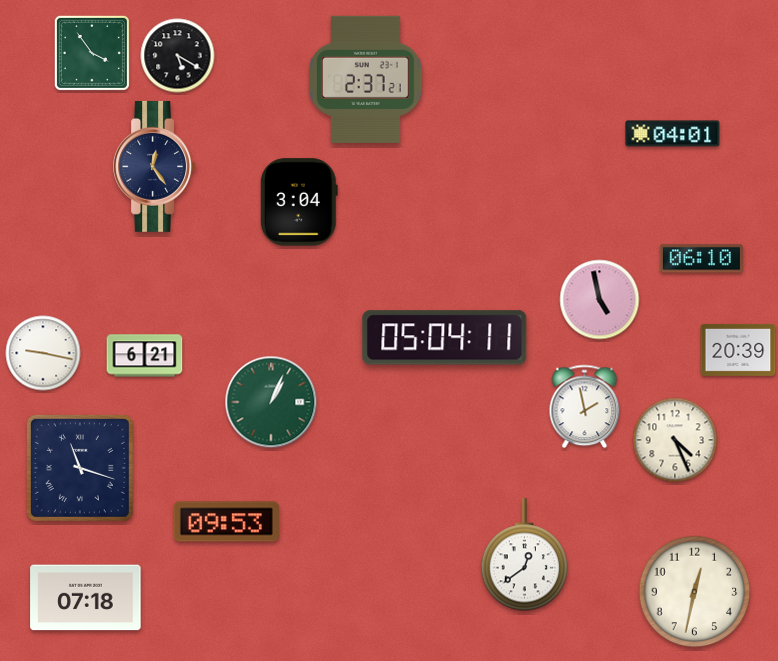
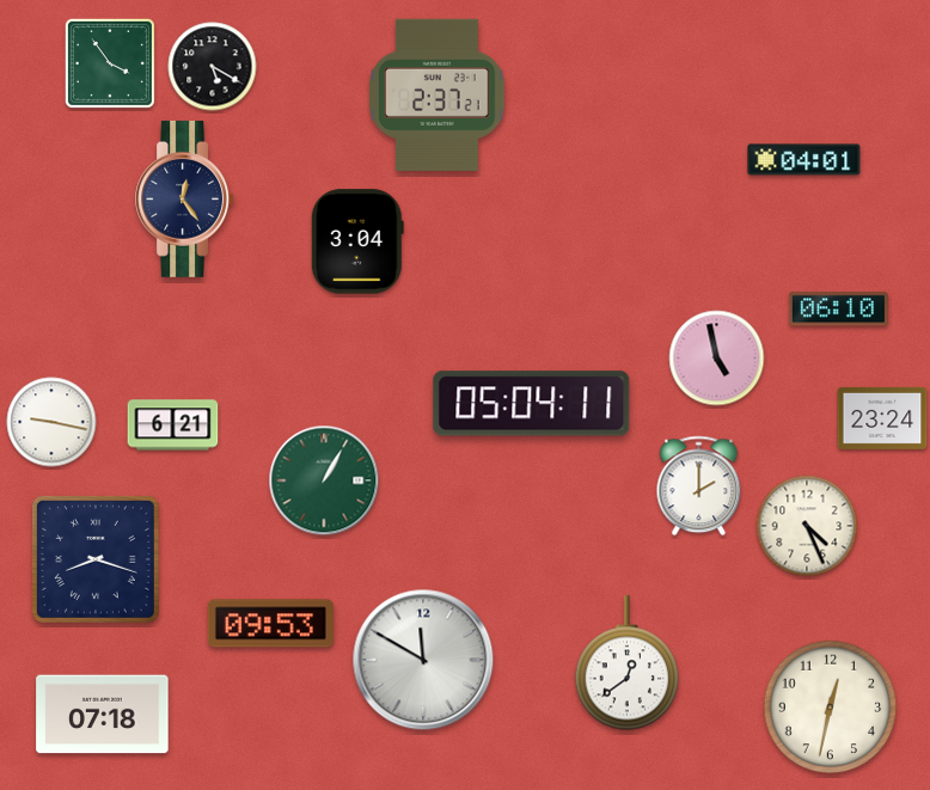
clock at (738, 350): 20:39 -> 23:24
clock at (271, 402): 1:04 -> 1:05
clock at (585, 407): 1:58 -> 2:00
clock at (80, 468): 11:18 -> 8:18
clock at (423, 660): none -> 11:50
